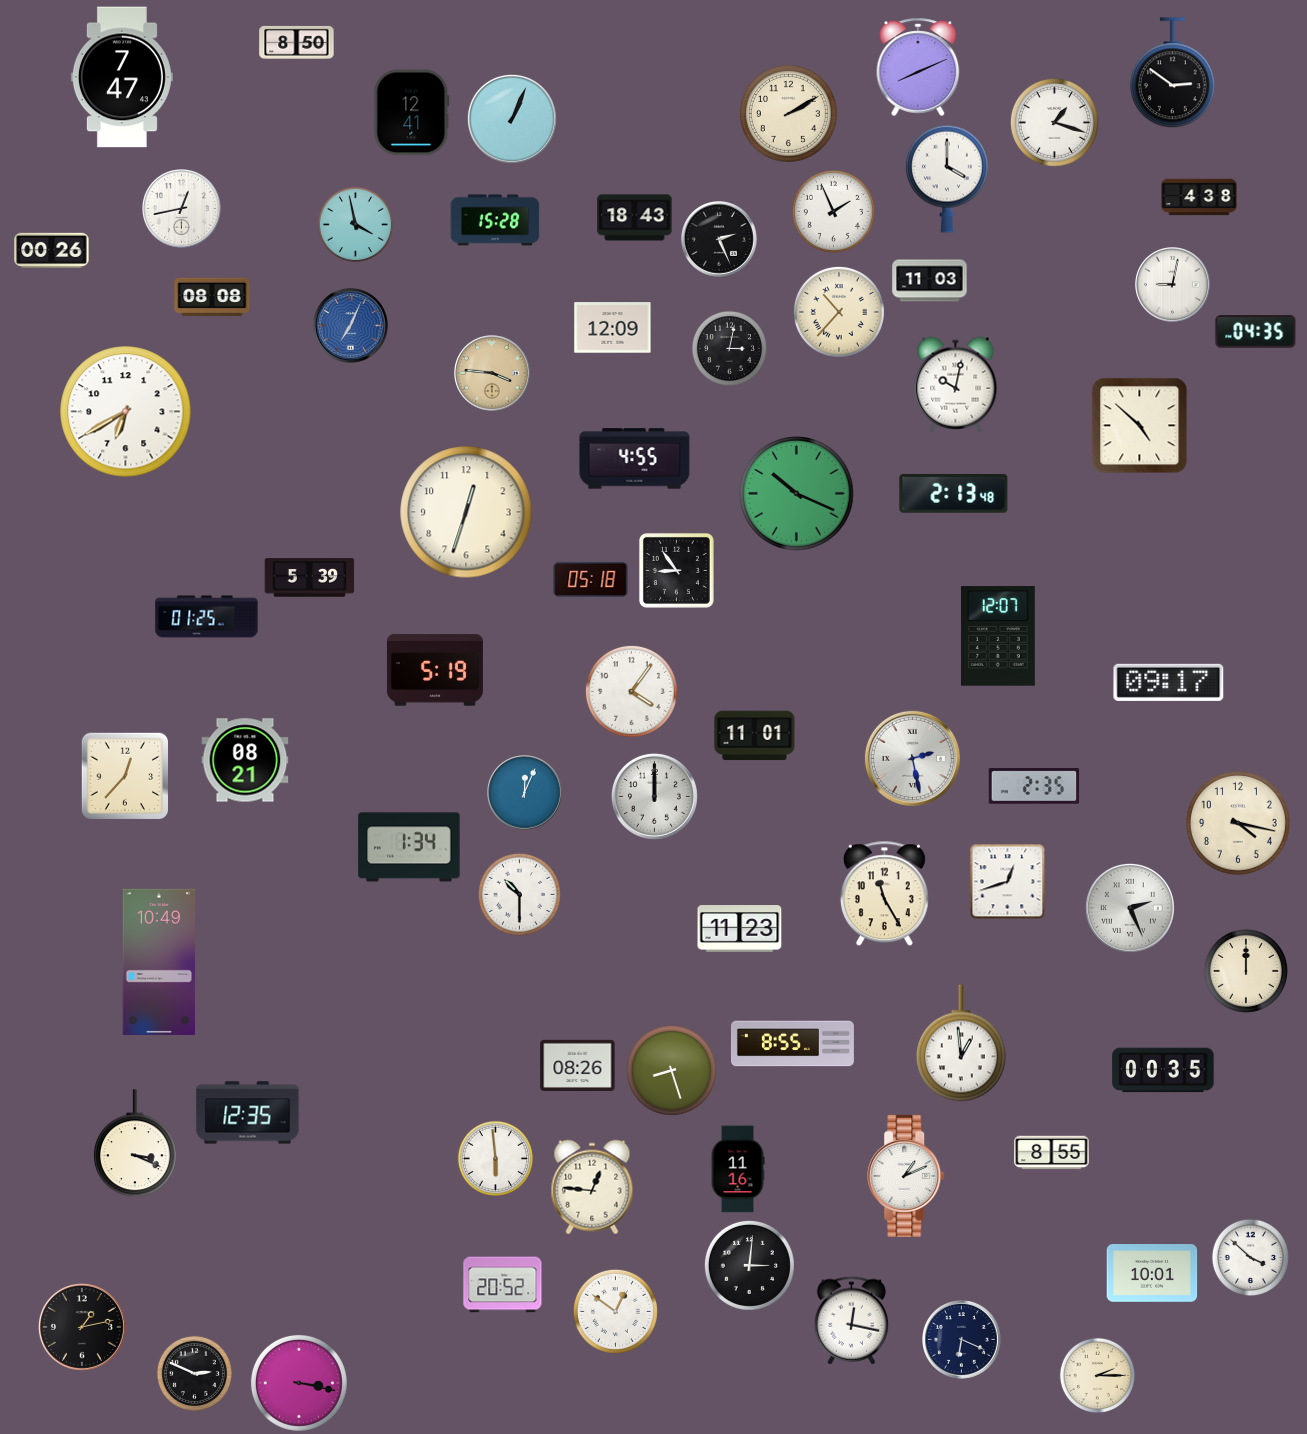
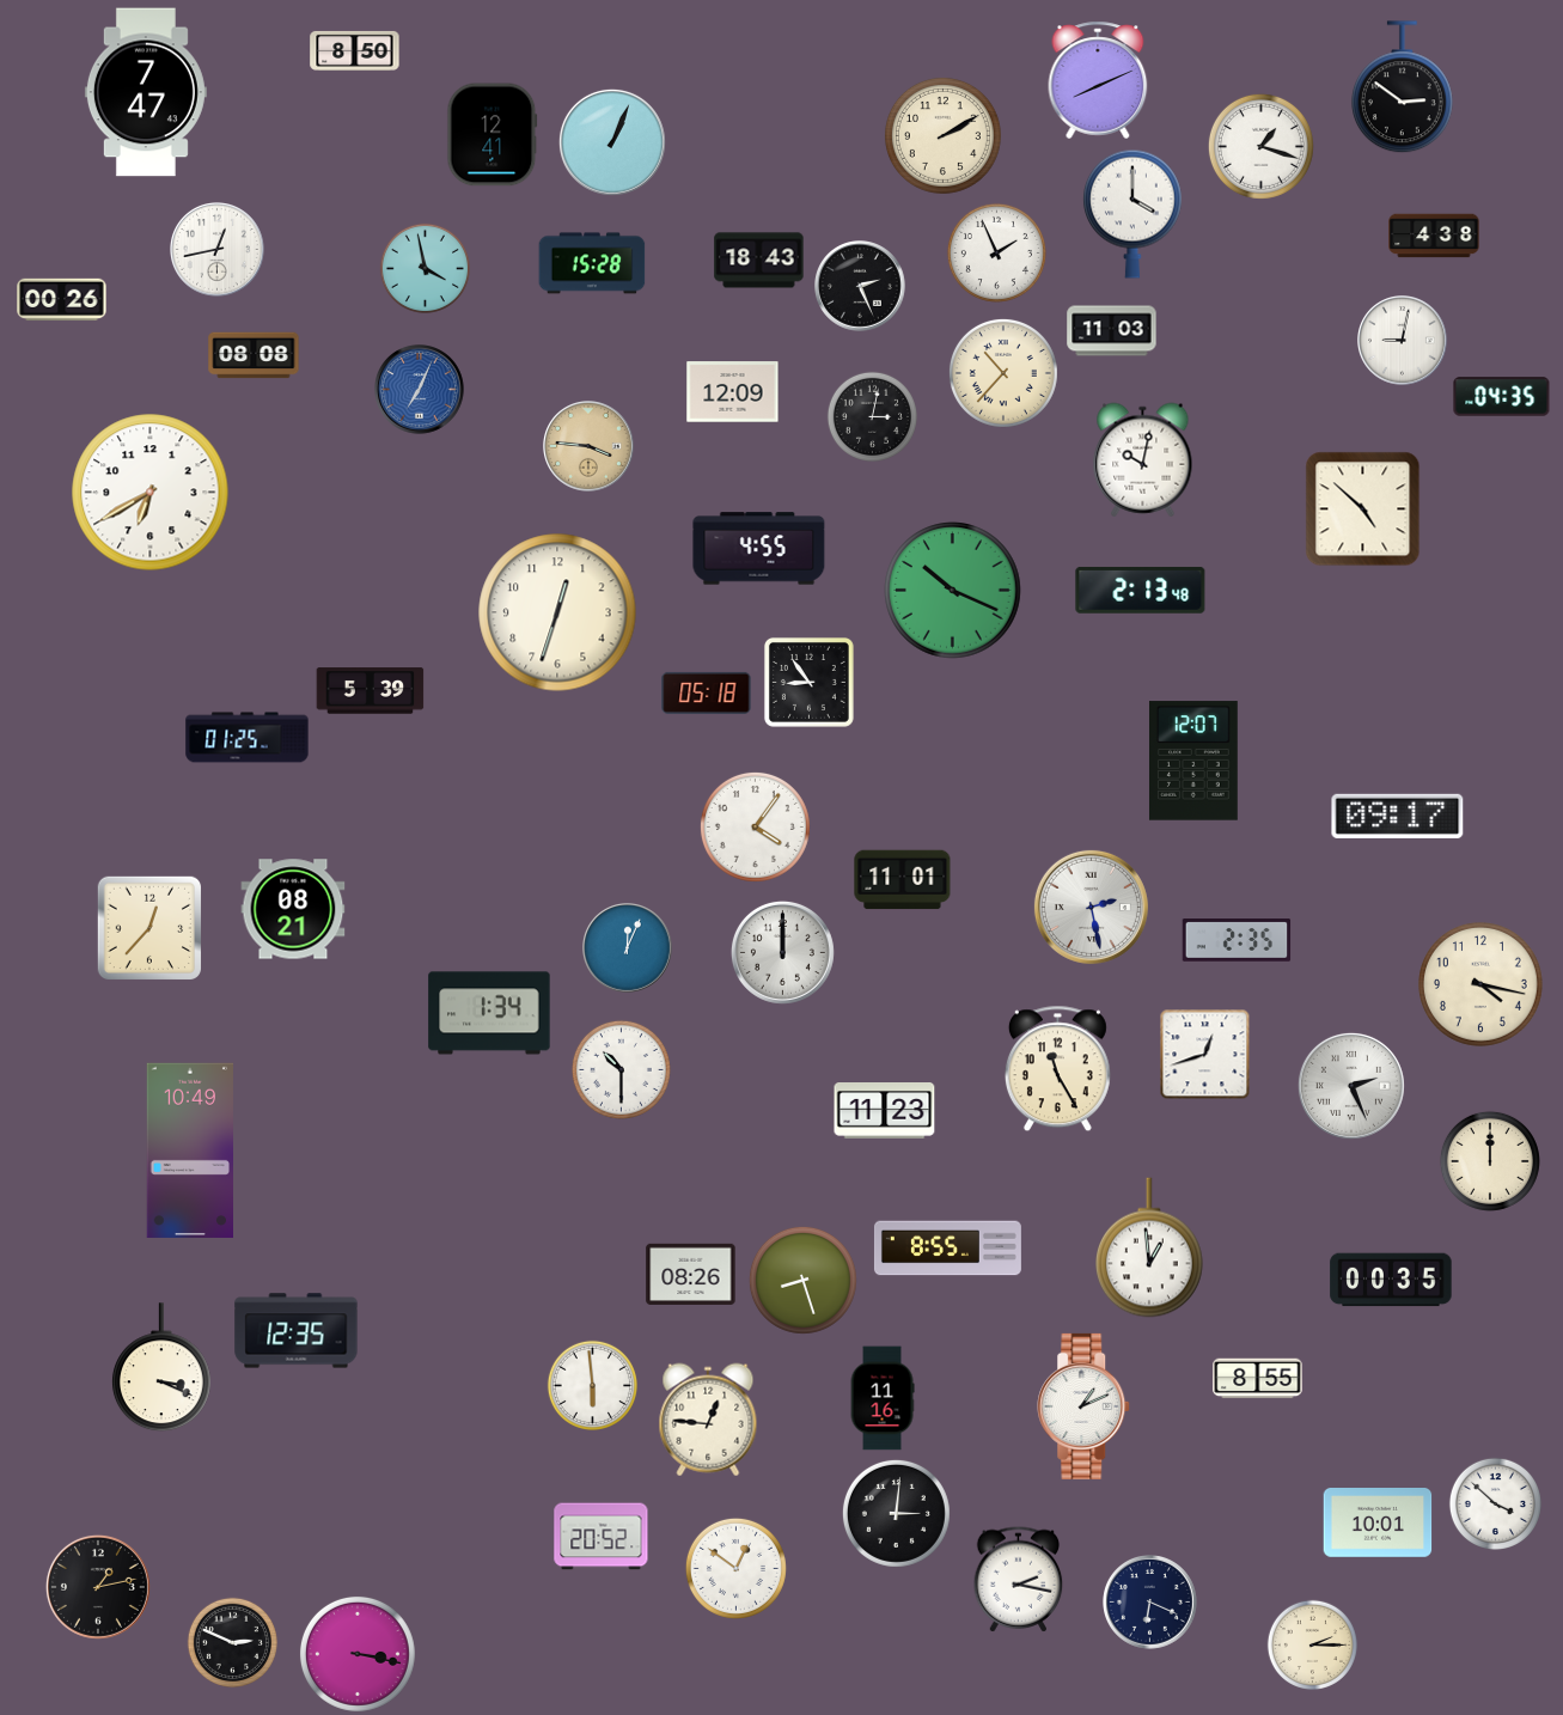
clock at (930, 281) position: (930, 281) -> (1112, 331)
clock at (435, 670): 5:19 -> none
clock at (852, 1321): 12:17 -> 2:17
